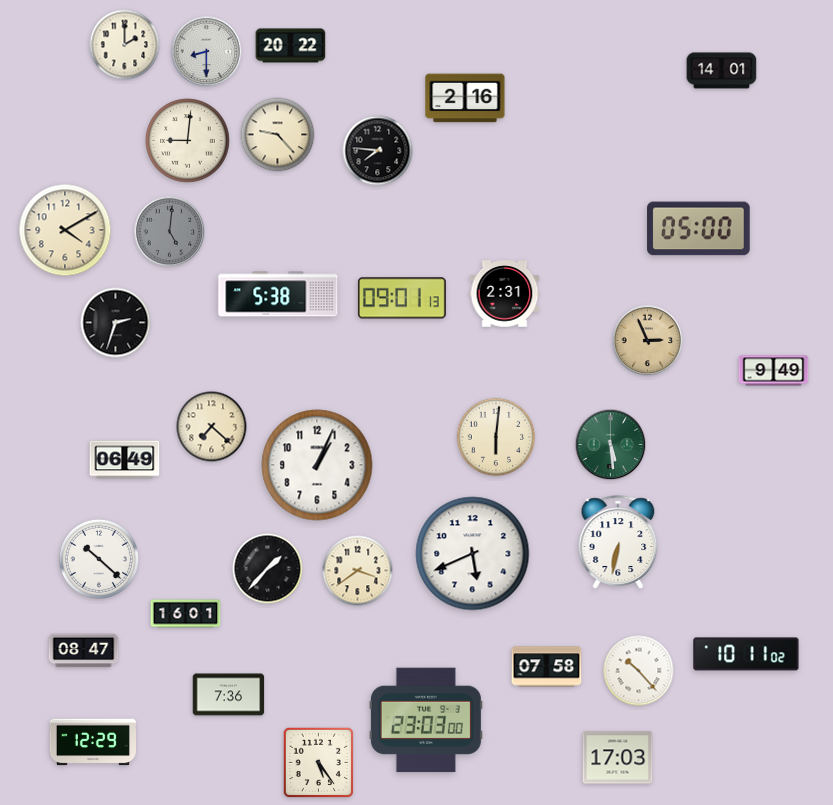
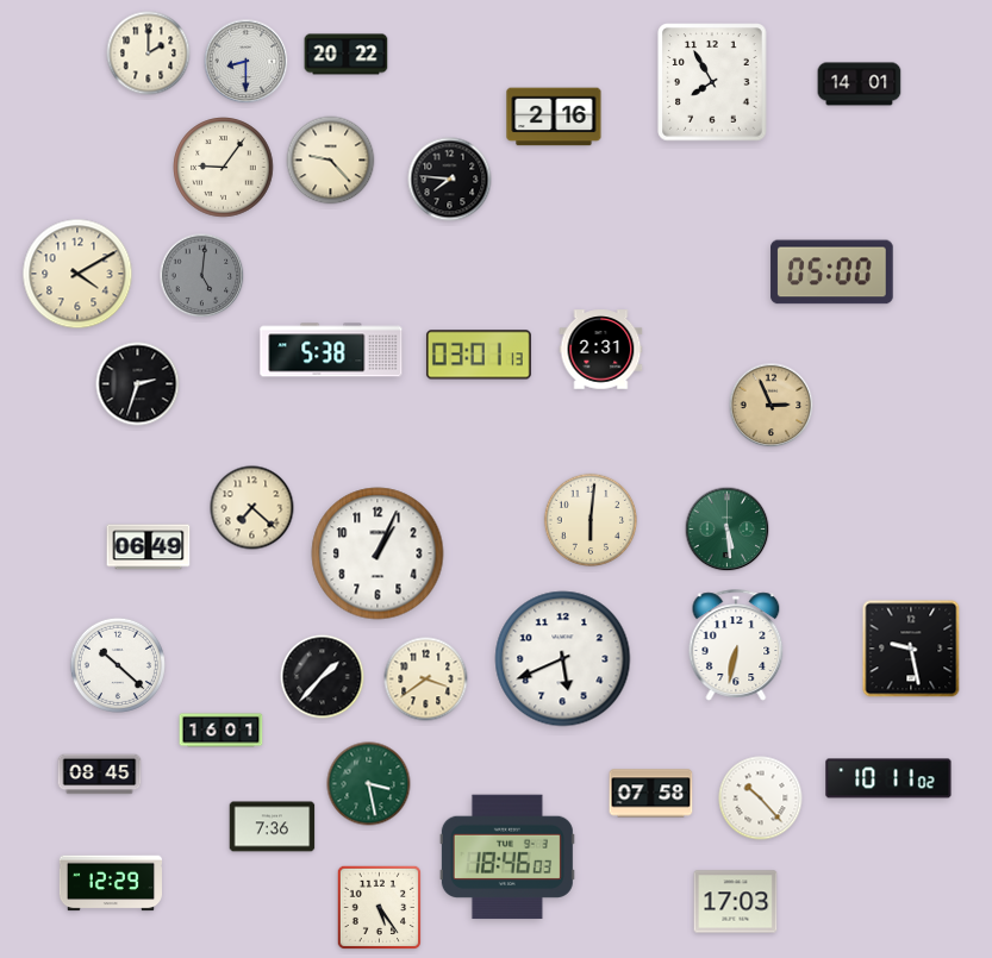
clock at (712, 82): none -> 7:55
clock at (188, 141): 9:01 -> 9:06
clock at (402, 298): 09:01 -> 03:01
clock at (774, 371): 9:49 -> none
clock at (911, 649): none -> 9:28
clock at (268, 569) position: (268, 569) -> (323, 677)
clock at (84, 651): 08:47 -> 08:45
clock at (369, 784): none -> 3:28
clock at (426, 720): 23:03 -> 18:46
